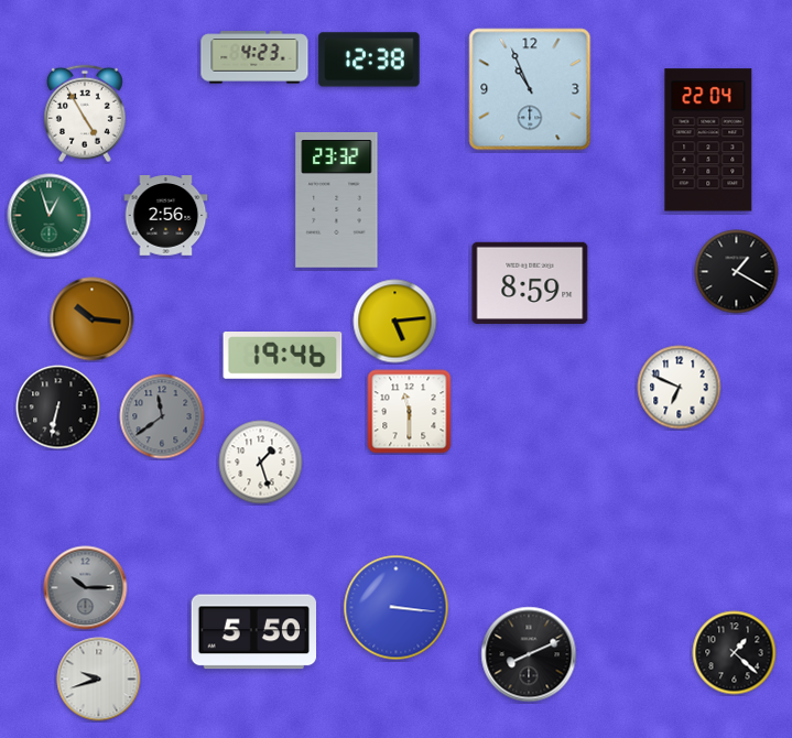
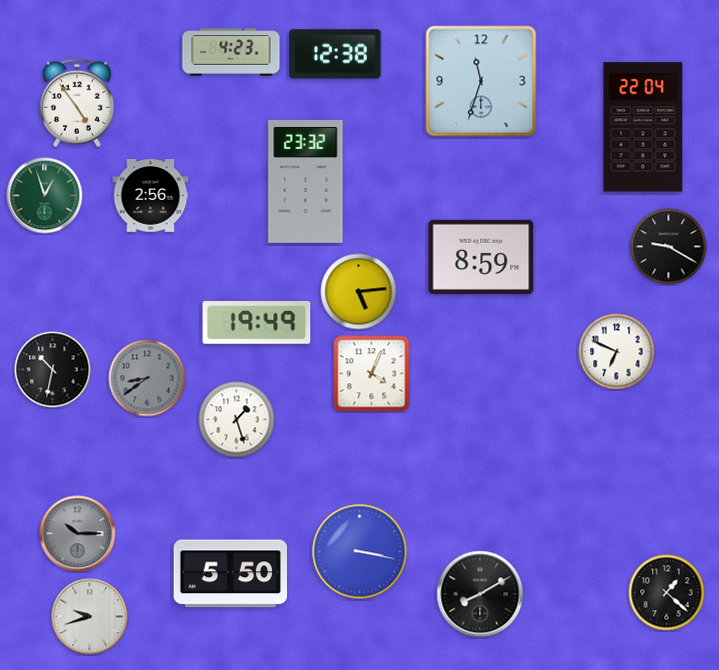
clock at (530, 89): 10:56 -> 11:33
clock at (85, 113): 4:55 -> 4:54
clock at (737, 272): 1:20 -> 9:20
clock at (93, 319): 10:16 -> none
clock at (283, 356): 19:46 -> 19:49
clock at (58, 408): 6:32 -> 10:32
clock at (410, 412): 11:30 -> 4:04
clock at (162, 416): 11:39 -> 8:39
clock at (397, 608): 3:16 -> 3:17
clock at (529, 654): 8:11 -> 8:10
